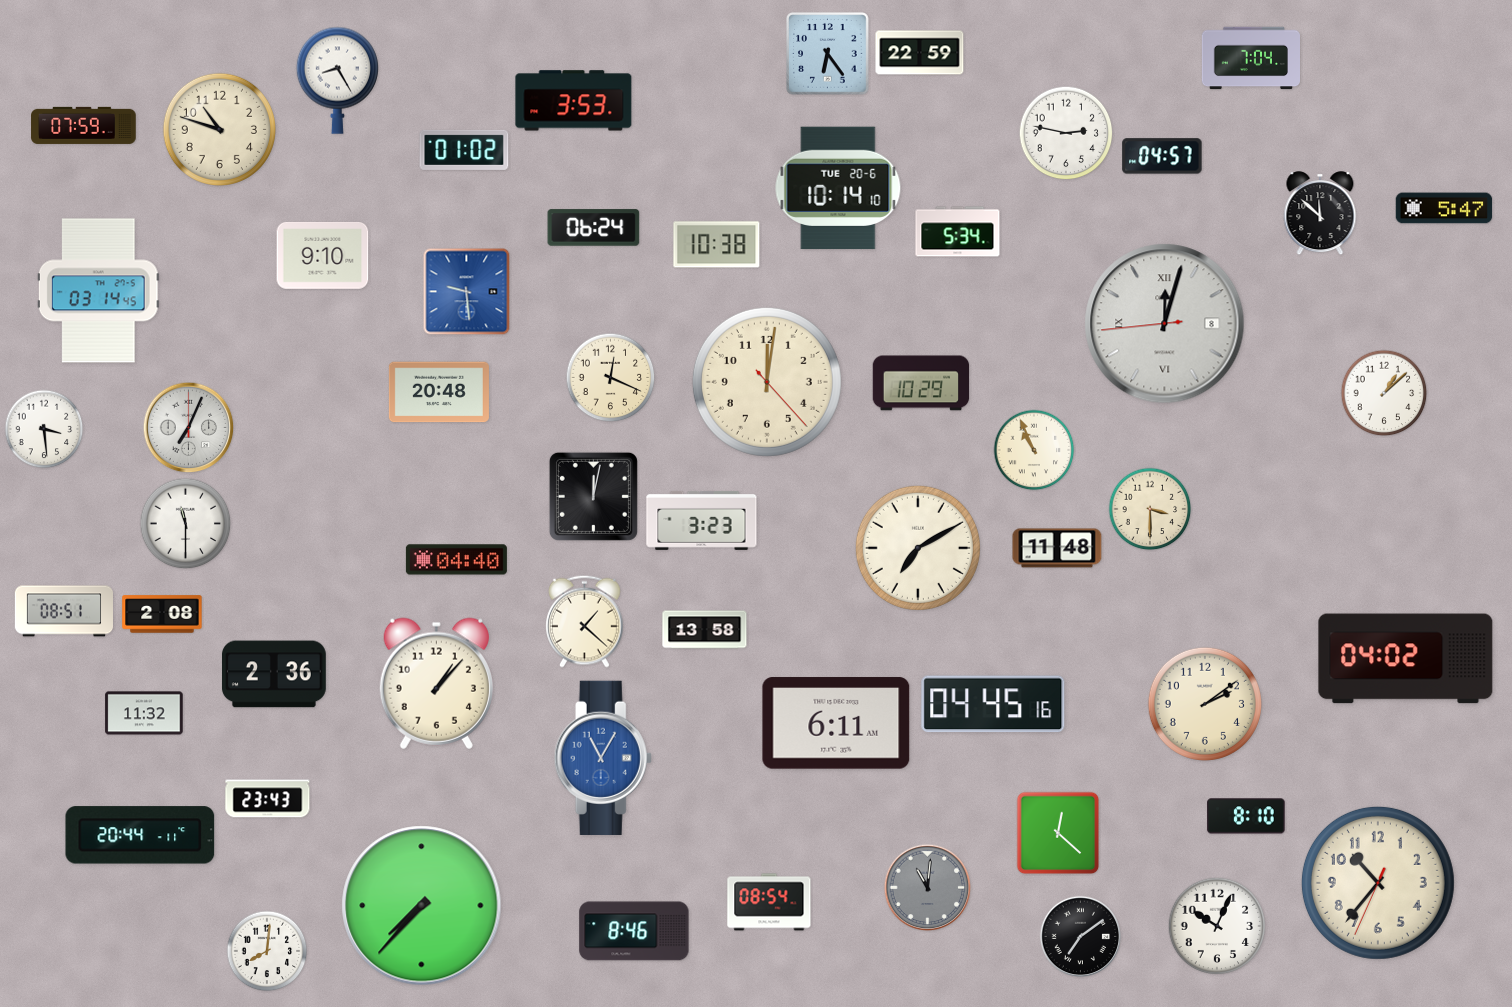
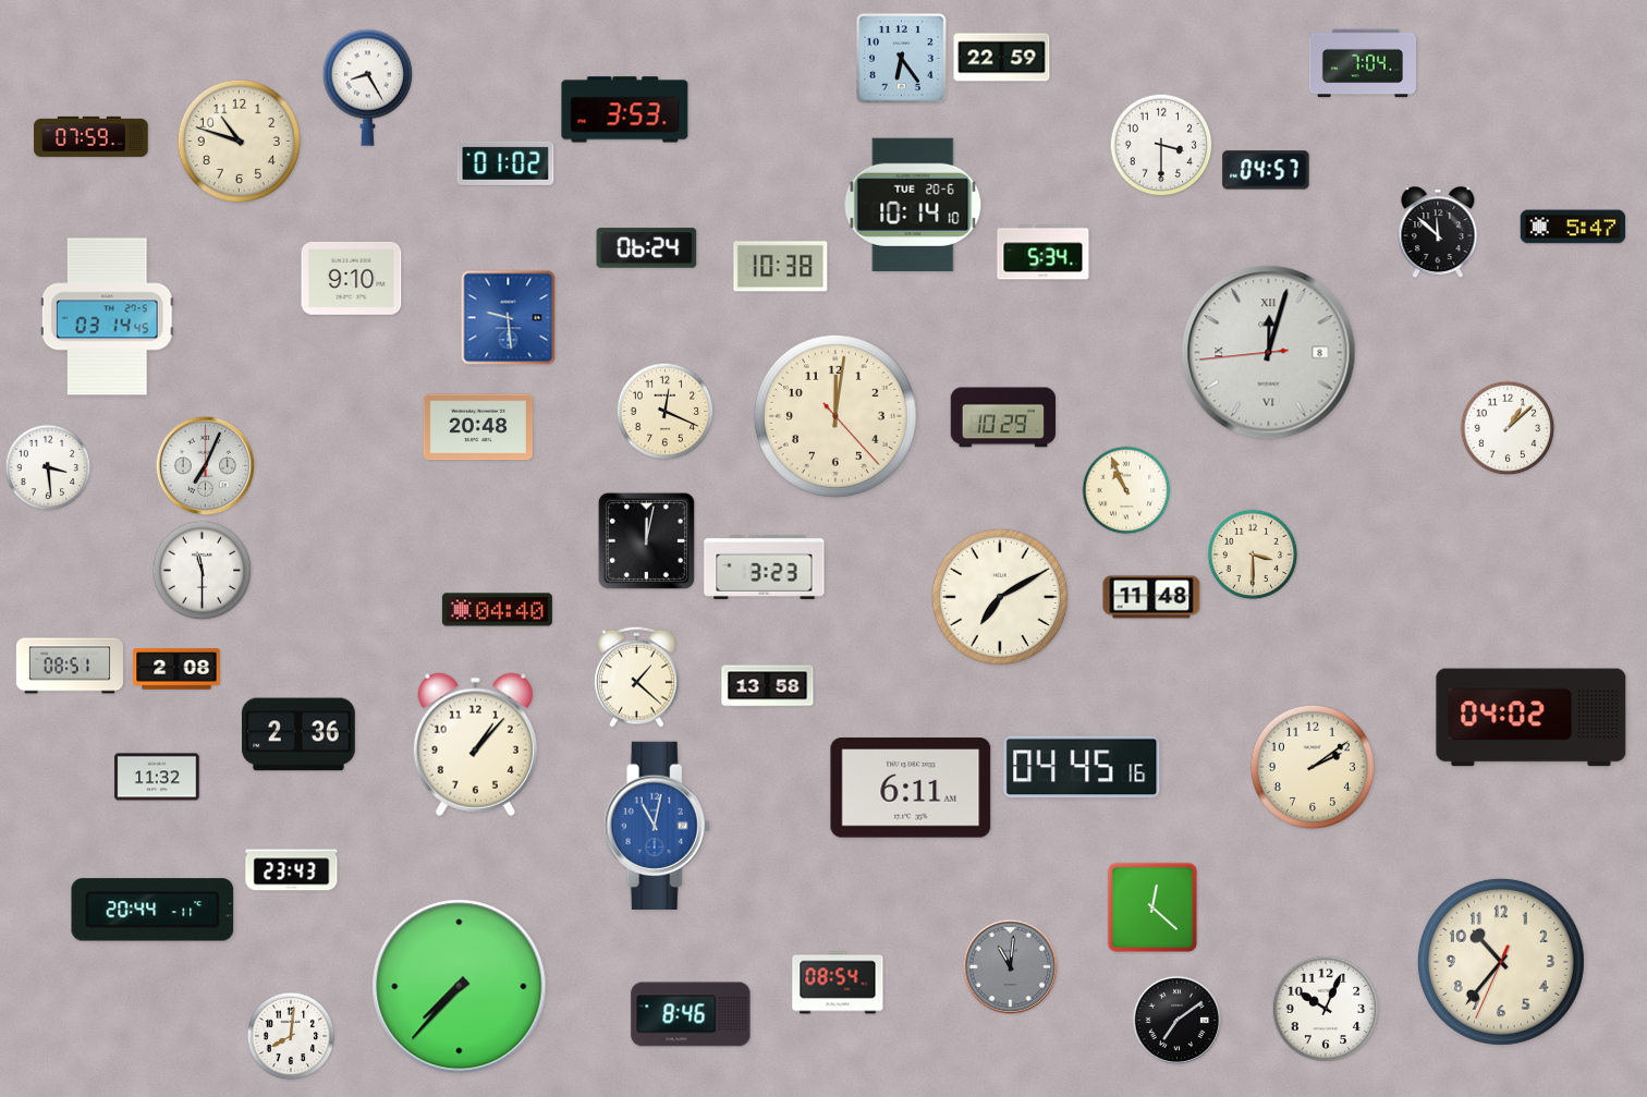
clock at (1066, 133): 2:47 -> 3:30
clock at (603, 758): 11:05 -> 11:02
clock at (1246, 816): 8:10 -> none
